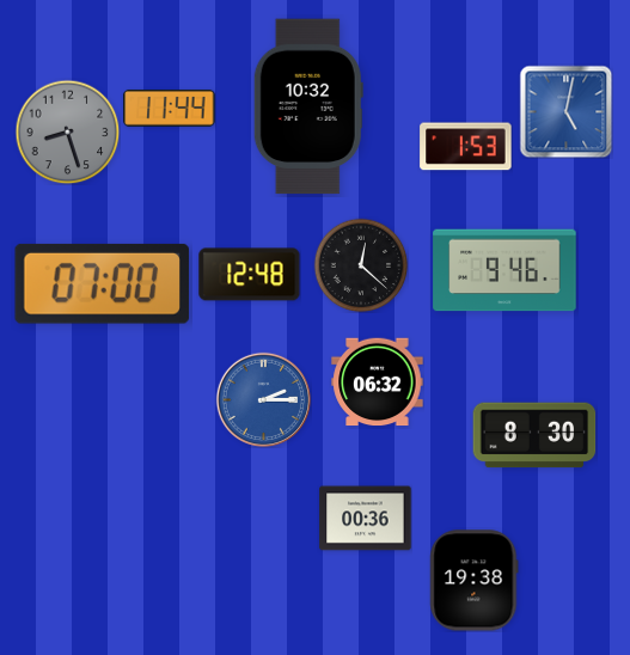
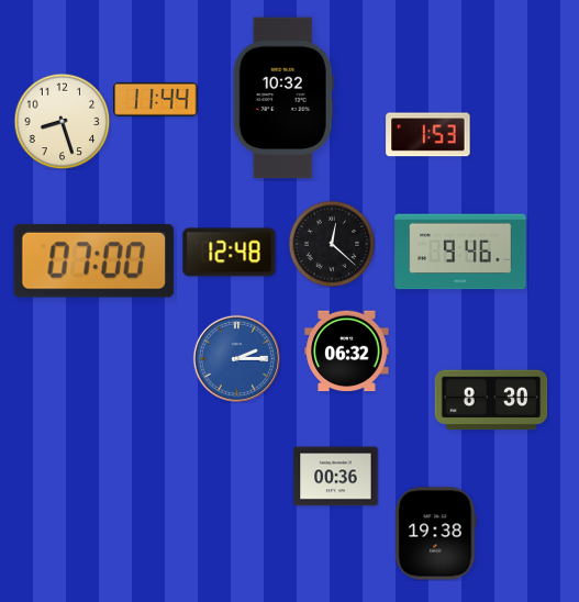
clock at (565, 111): 5:02 -> none
clock at (67, 131) dial: grey -> cream
clock at (504, 270) position: (504, 270) -> (460, 252)
clock at (263, 399) position: (263, 399) -> (236, 358)
